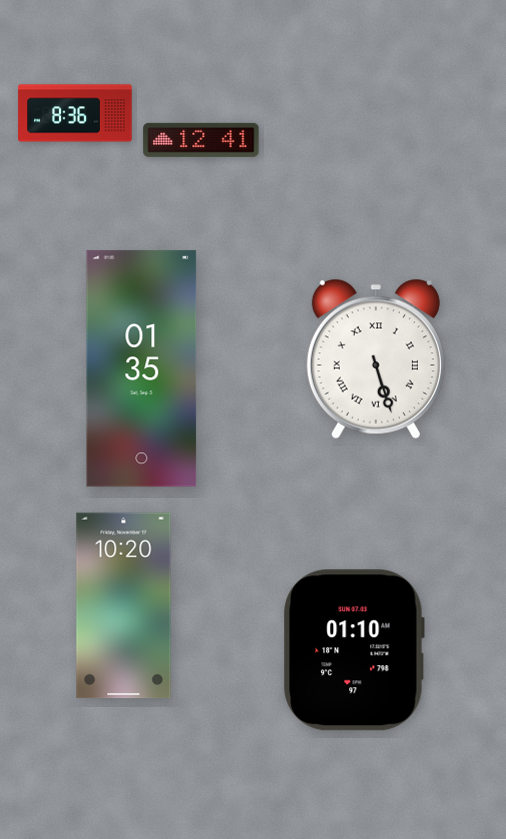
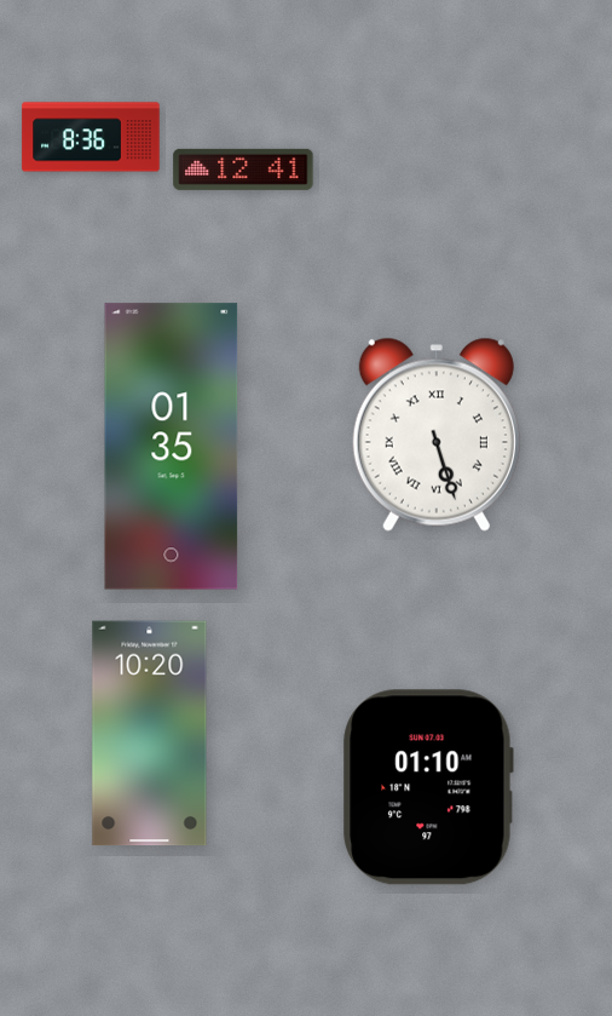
clock at (376, 359) position: (376, 359) -> (437, 435)
